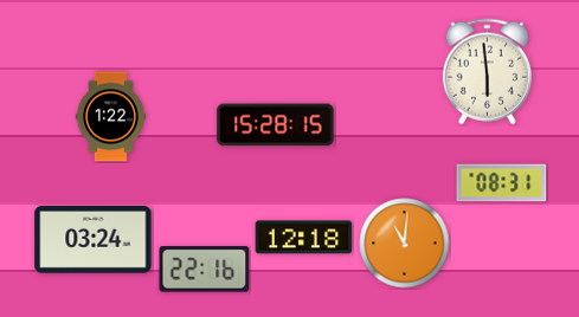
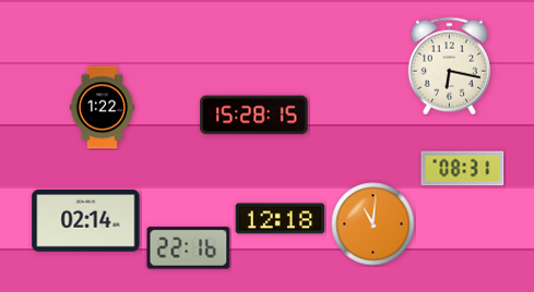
clock at (487, 72): 5:59 -> 6:17
clock at (94, 240): 03:24 -> 02:14
